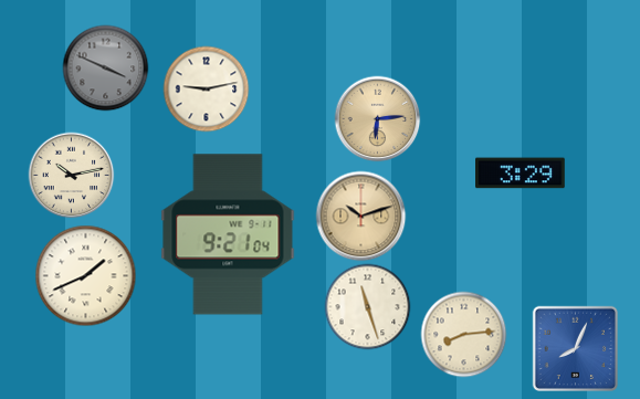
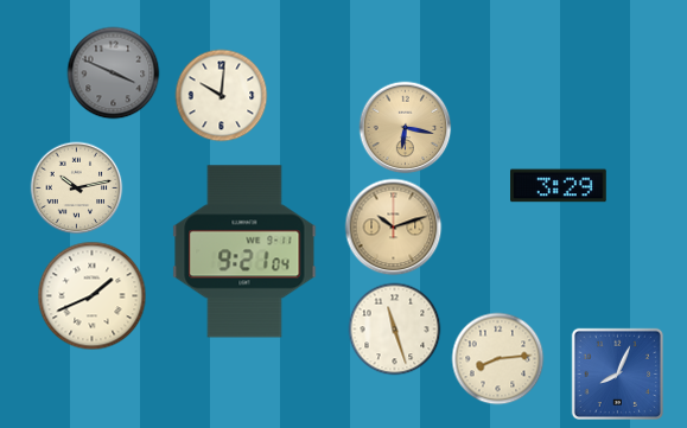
clock at (206, 88): 9:13 -> 10:01
clock at (377, 118): 6:14 -> 6:17
clock at (360, 216) position: (360, 216) -> (393, 226)
